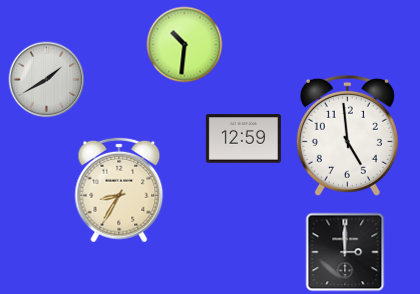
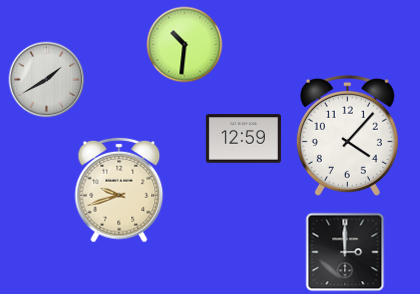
clock at (347, 135): 4:59 -> 4:07
clock at (119, 190): 8:35 -> 9:42
